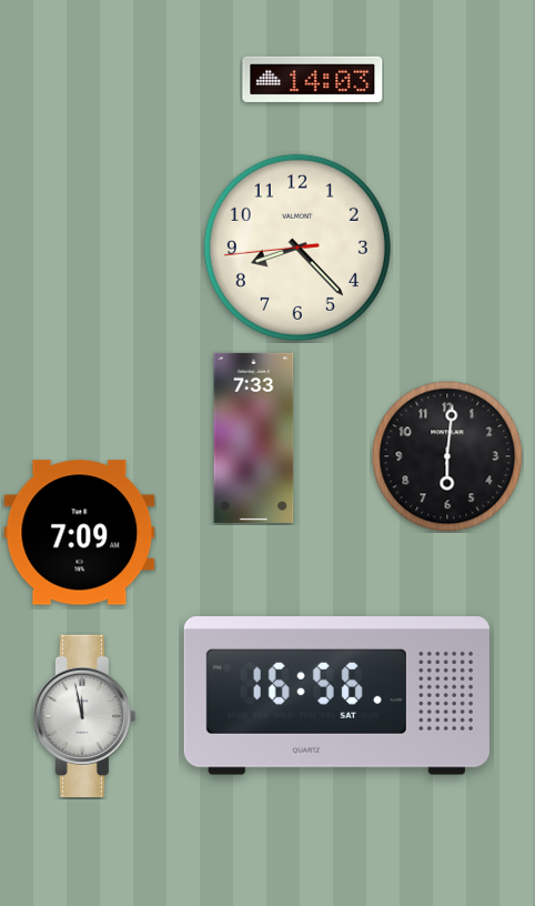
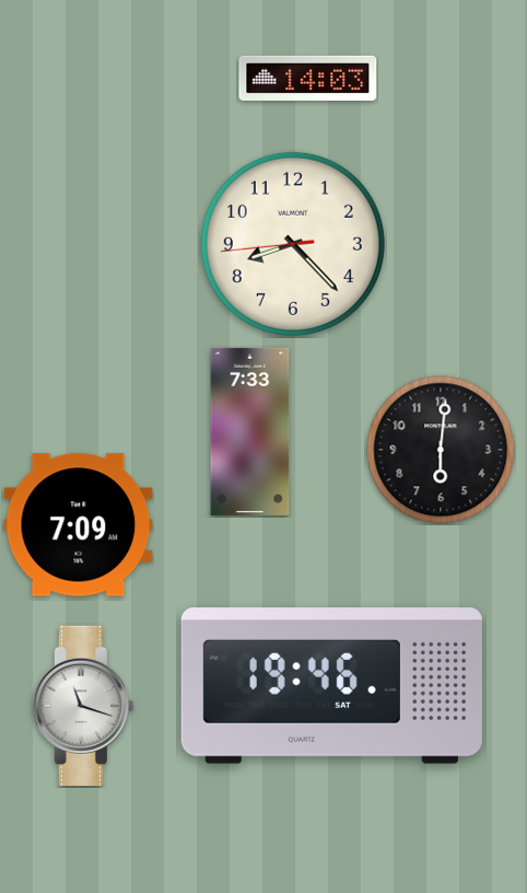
clock at (336, 696): 16:56 -> 19:46
clock at (84, 715): 11:58 -> 11:18
